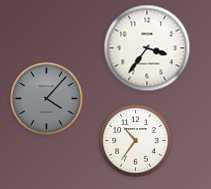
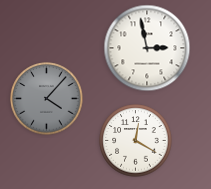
clock at (147, 48): 3:36 -> 2:58
clock at (136, 141): 10:36 -> 12:20
